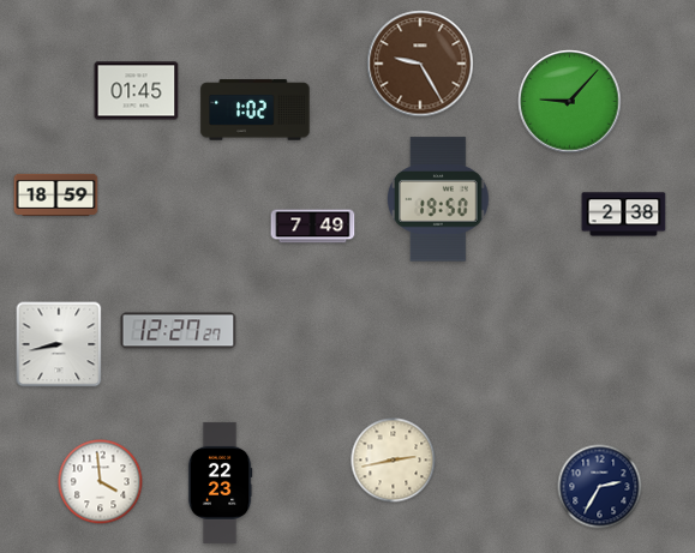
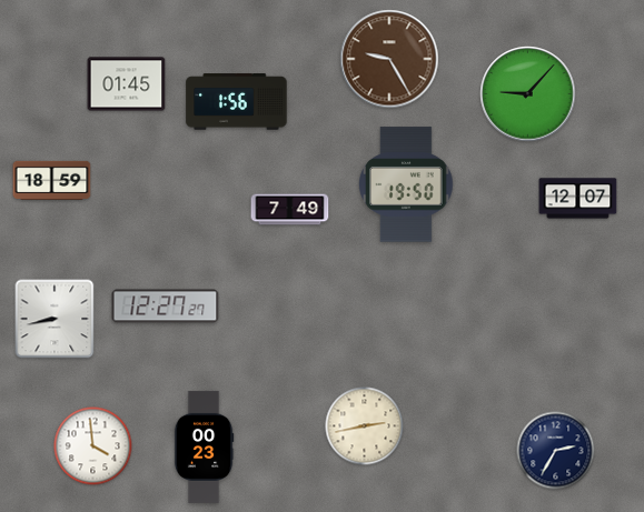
clock at (256, 110): 1:02 -> 1:56
clock at (624, 215): 2:38 -> 12:07
clock at (220, 482): 22:23 -> 00:23
